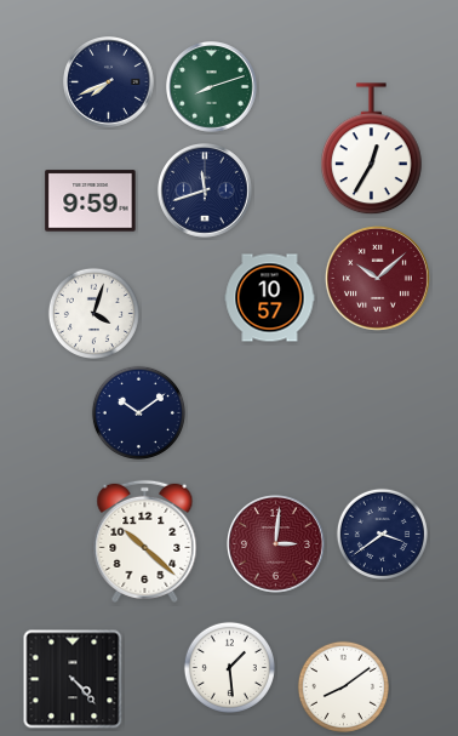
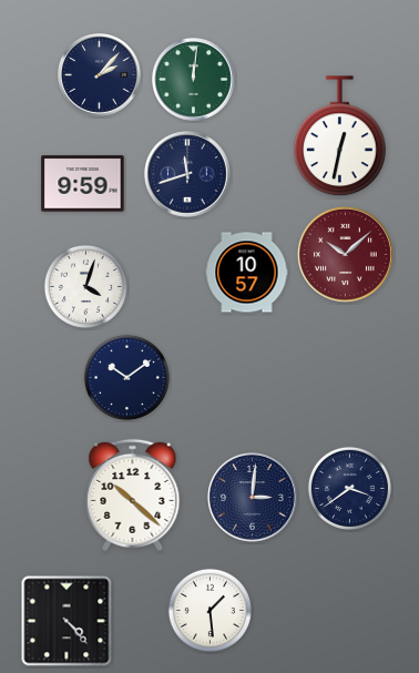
clock at (109, 82): 7:41 -> 2:07
clock at (212, 87): 8:12 -> 12:01
clock at (372, 149): 12:35 -> 12:32
clock at (276, 544) dial: burgundy -> navy
clock at (343, 686): 8:09 -> none
